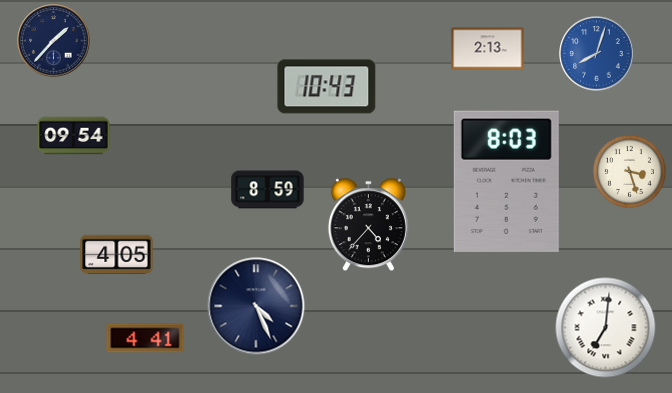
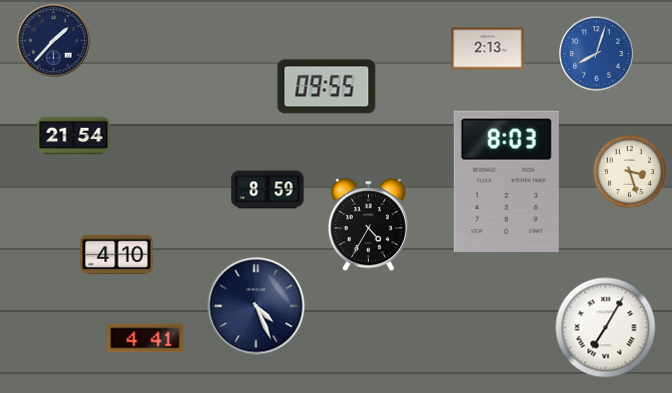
clock at (327, 87): 10:43 -> 09:55
clock at (74, 136): 09:54 -> 21:54
clock at (368, 225): 4:37 -> 4:35
clock at (117, 255): 4:05 -> 4:10
clock at (606, 328): 7:01 -> 7:05
